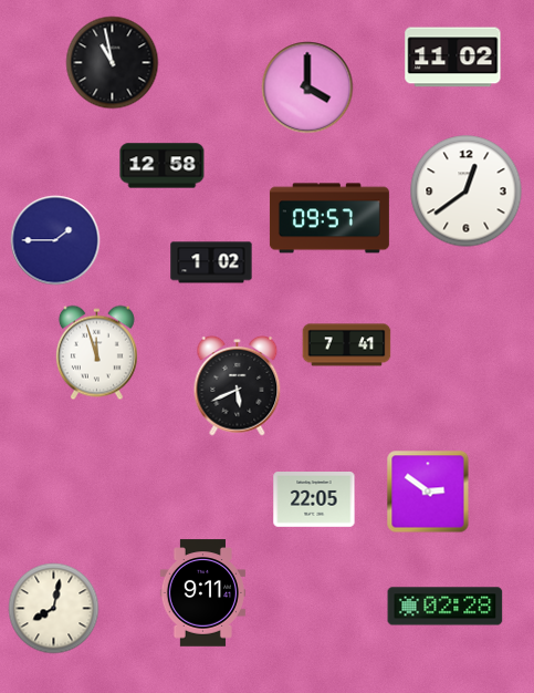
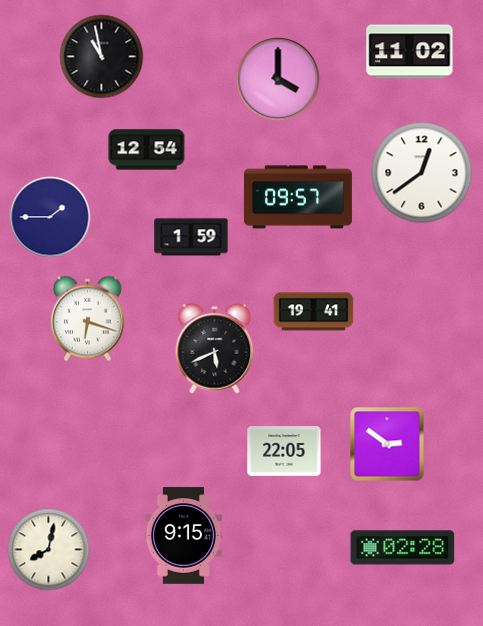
clock at (163, 166): 12:58 -> 12:54
clock at (211, 262): 1:02 -> 1:59
clock at (347, 345): 7:41 -> 19:41
clock at (96, 353): 11:57 -> 6:18
clock at (202, 593): 9:11 -> 9:15
